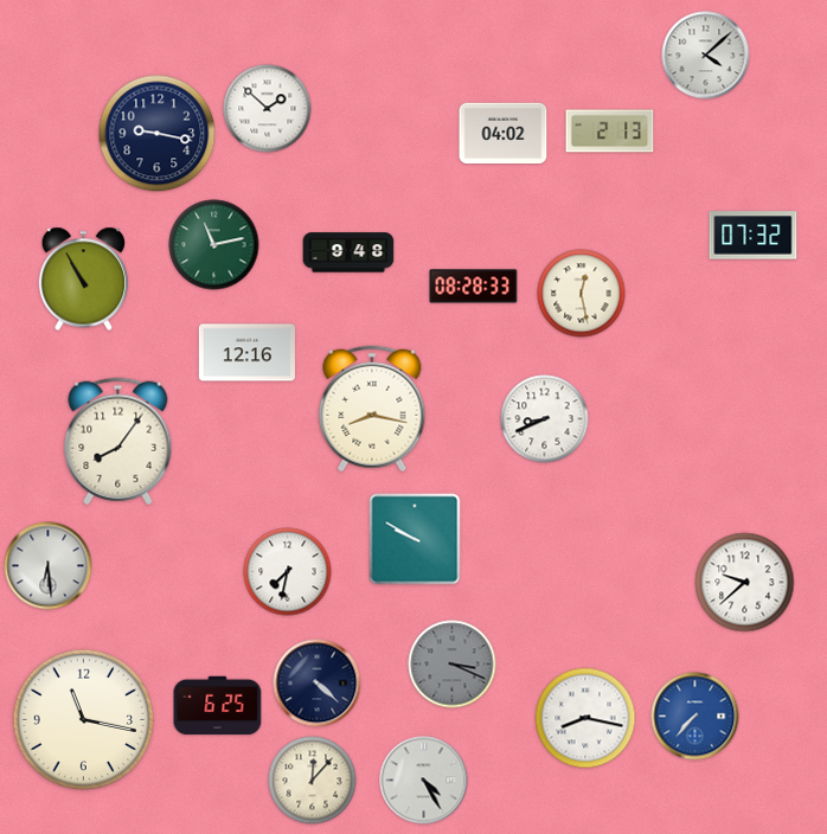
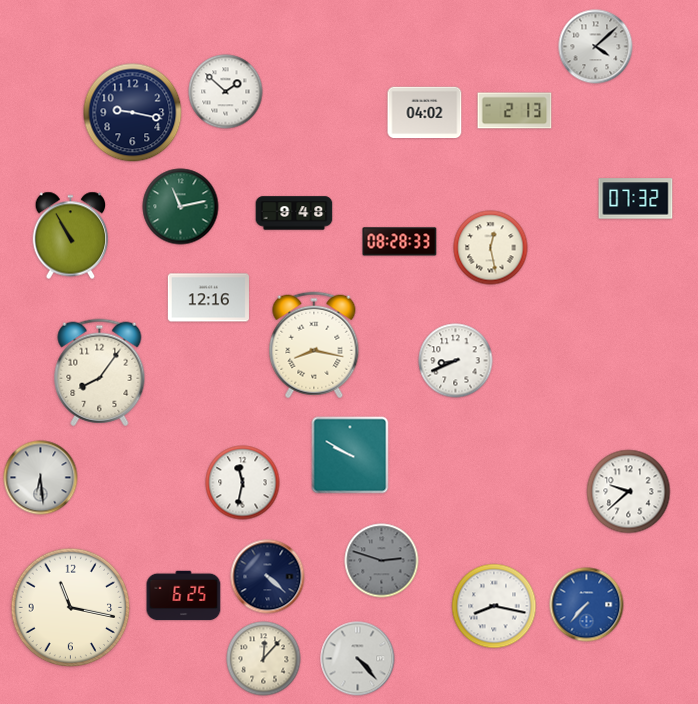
clock at (545, 419) position: (545, 419) -> (456, 361)
clock at (288, 572): 7:32 -> 11:32
clock at (453, 665): 3:19 -> 2:48
clock at (424, 781): 4:25 -> 4:23
